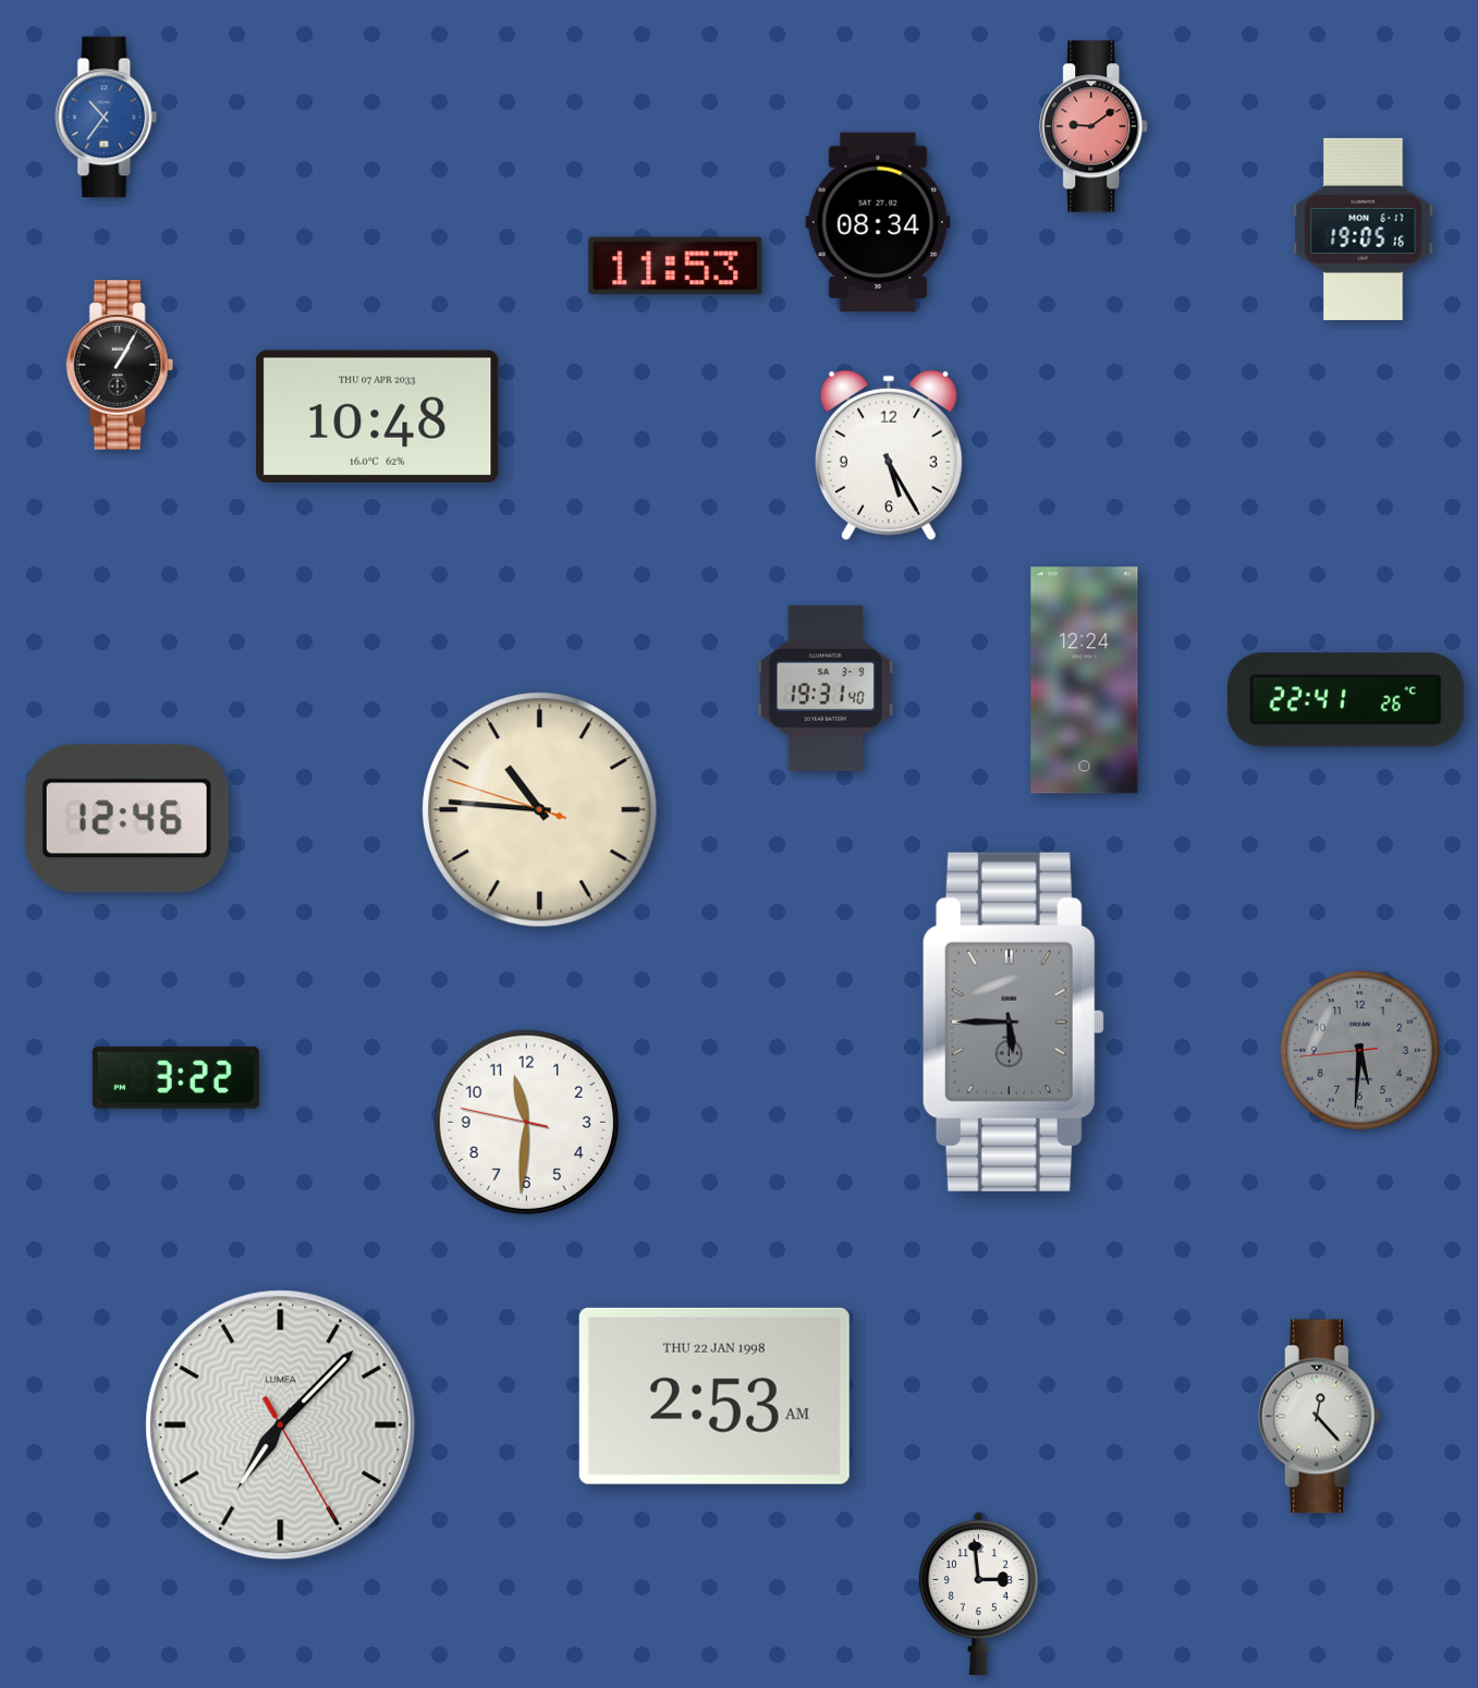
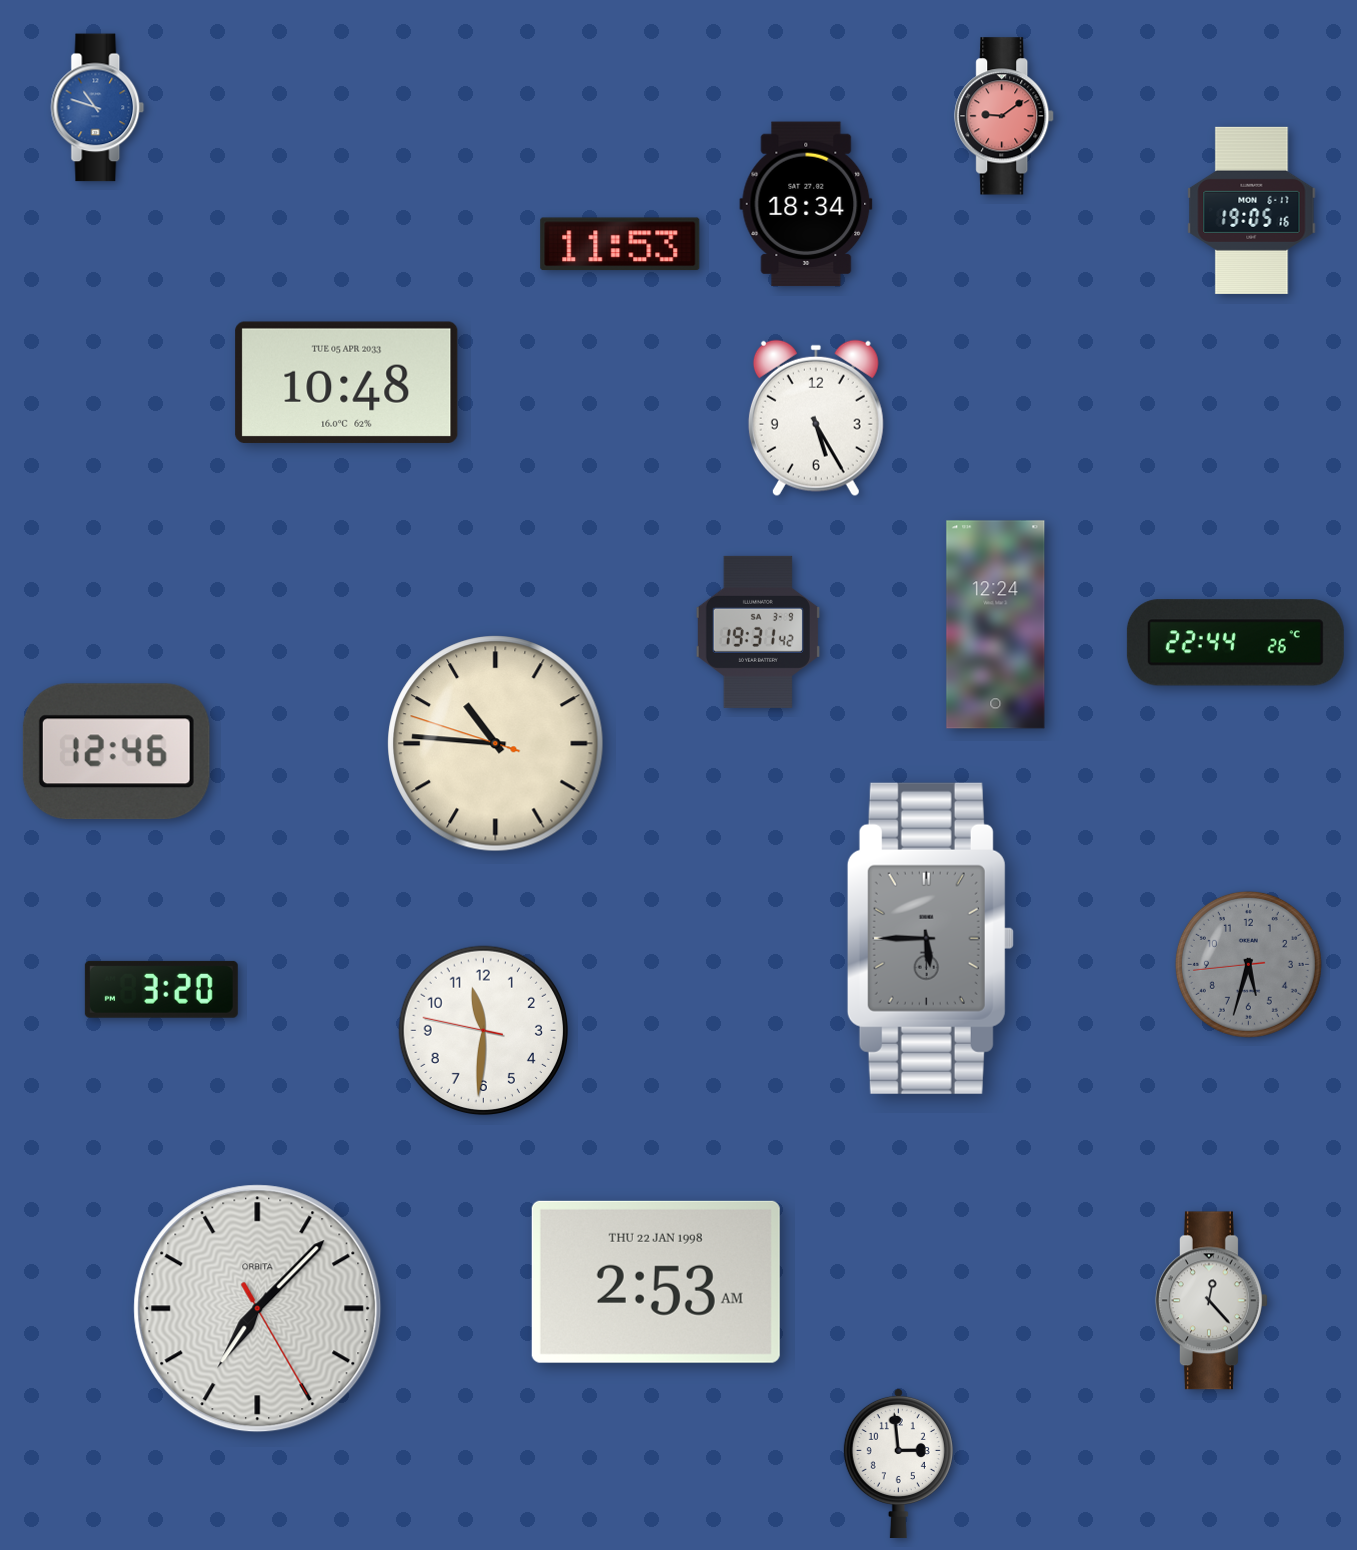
clock at (107, 118): 10:36 -> 10:48
clock at (878, 222): 08:34 -> 18:34
clock at (120, 365): 1:05 -> none
clock at (378, 416) date: THU 07 APR 2033 -> TUE 05 APR 2033
clock at (826, 688): 19:31:40 -> 19:31:42
clock at (1345, 700): 22:41 -> 22:44
clock at (1359, 1050): 5:30 -> 5:32
clock at (175, 1077): 3:22 -> 3:20
clock at (281, 1426) brand: LUMEA -> ORBITA
